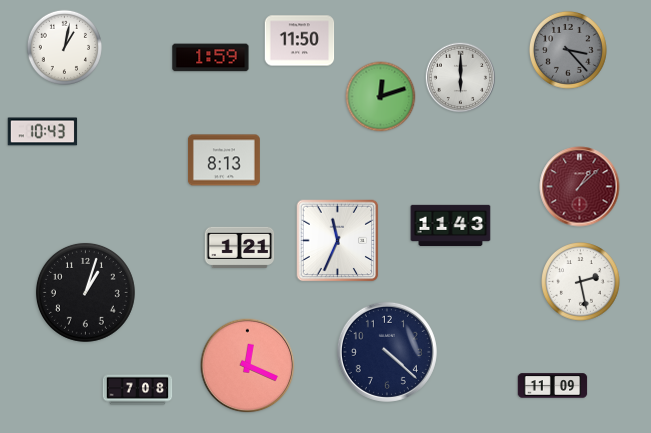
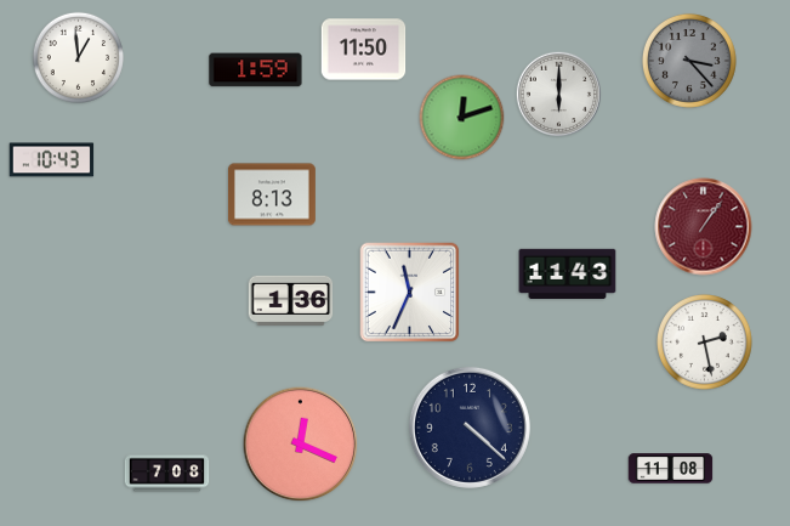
clock at (64, 47): 1:02 -> 12:59
clock at (580, 187): 1:08 -> 1:06
clock at (451, 226) position: (451, 226) -> (568, 275)
clock at (240, 247): 1:21 -> 1:36
clock at (85, 292): 1:03 -> none
clock at (553, 386): 11:09 -> 11:08
